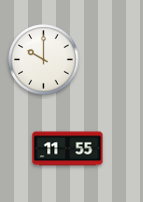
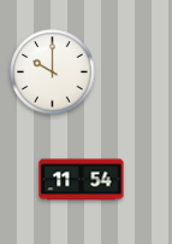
clock at (68, 149): 11:55 -> 11:54
